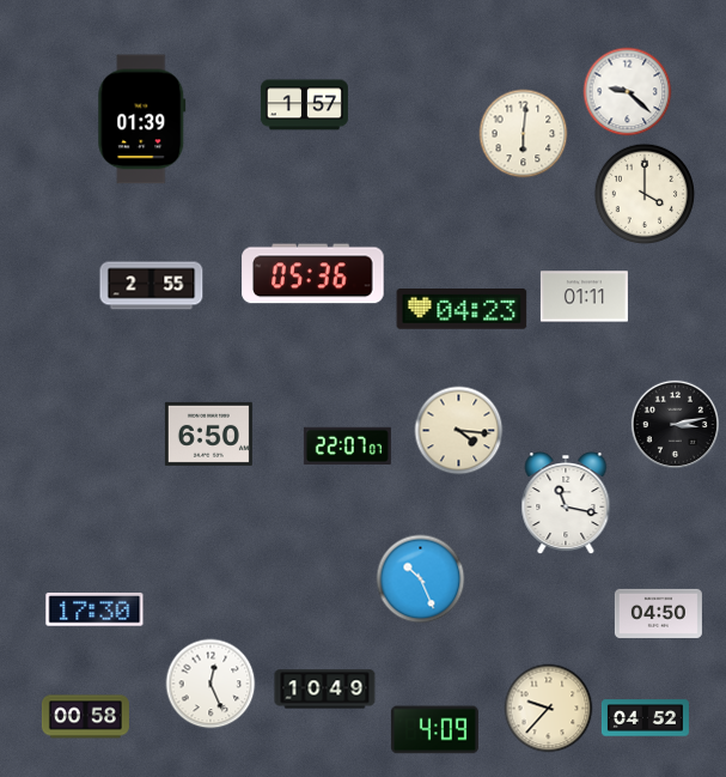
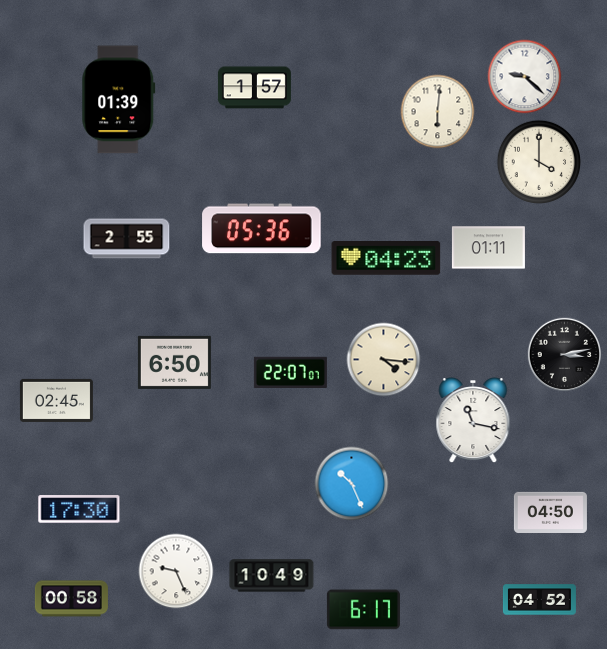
clock at (56, 400): none -> 02:45
clock at (211, 684): 12:26 -> 9:26
clock at (549, 709): 9:37 -> none
clock at (434, 730): 4:09 -> 6:17
